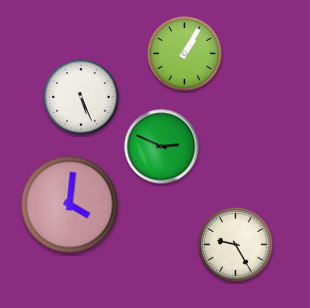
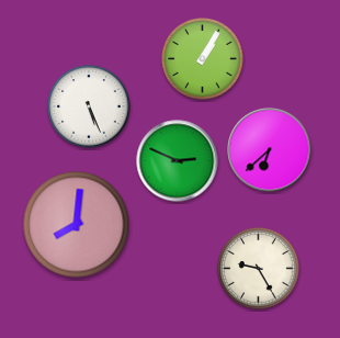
clock at (270, 150): none -> 6:38
clock at (70, 205): 4:01 -> 8:01
